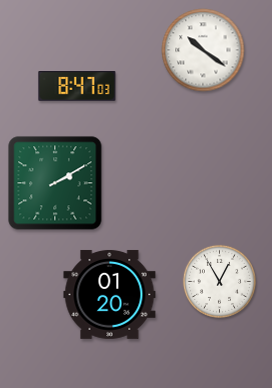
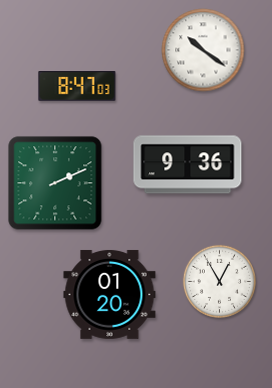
clock at (188, 165): none -> 9:36
clock at (55, 183): 2:10 -> 2:11
